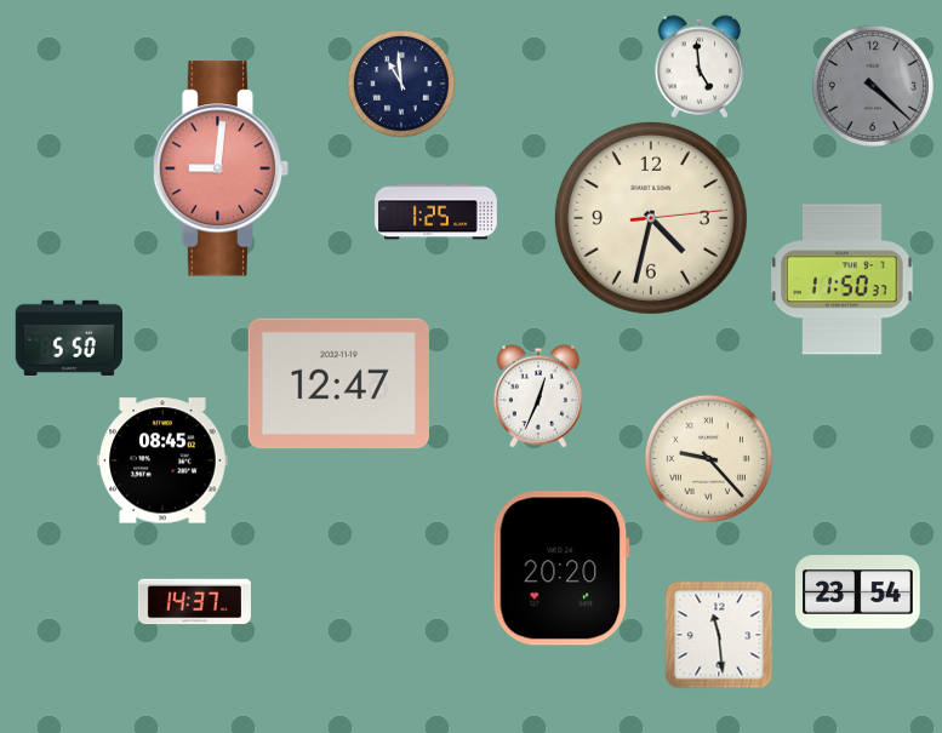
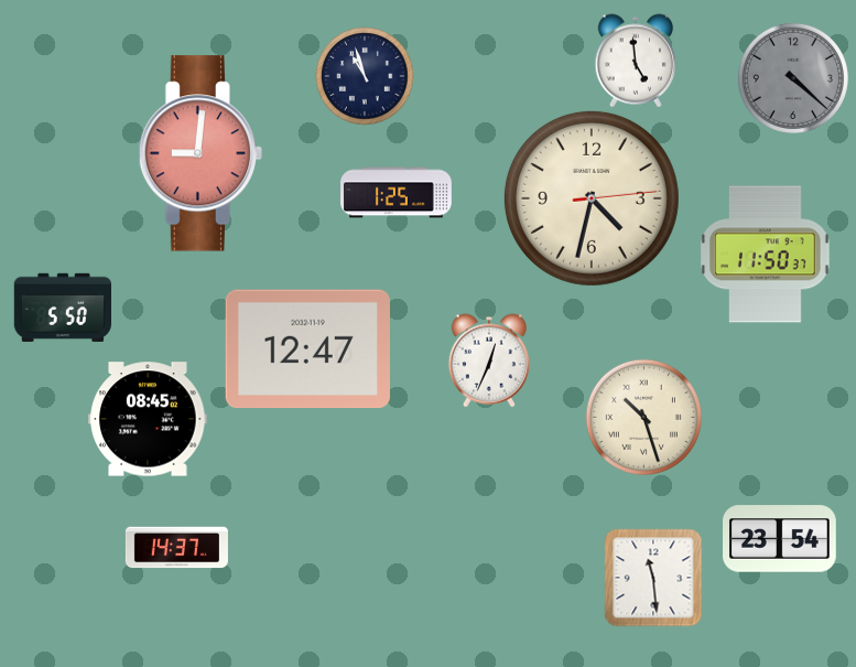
clock at (401, 84): 10:59 -> 10:57
clock at (708, 458): 9:23 -> 10:27
clock at (561, 568): 20:20 -> none
